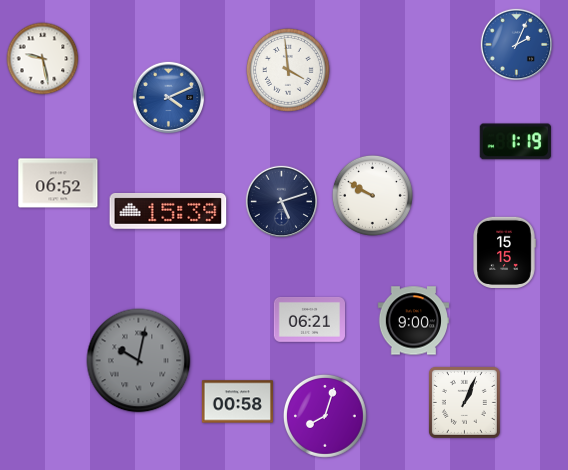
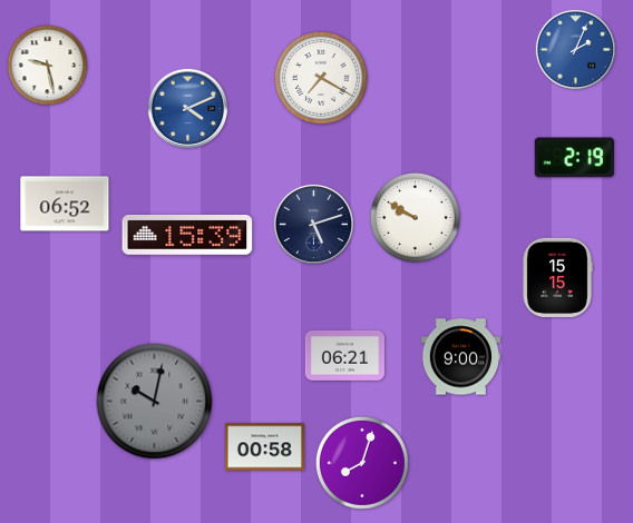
clock at (288, 70): 3:59 -> 7:20
clock at (515, 142): 1:19 -> 2:19
clock at (504, 252) position: (504, 252) -> (557, 277)
clock at (464, 402): 1:04 -> none
